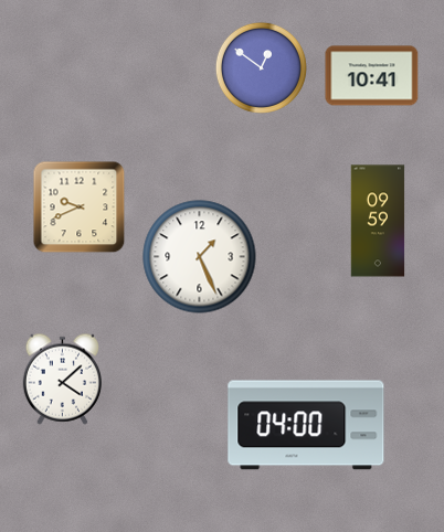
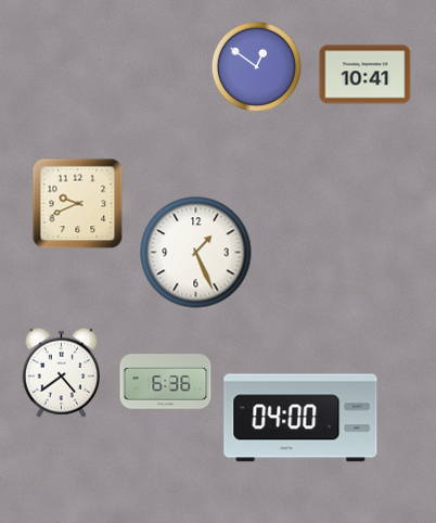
clock at (378, 221): 09:59 -> none
clock at (62, 379): 4:08 -> 4:39
clock at (166, 382): none -> 6:36
